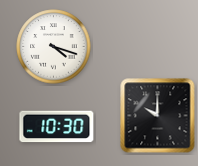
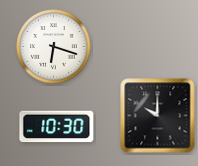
clock at (54, 47): 4:18 -> 6:18
